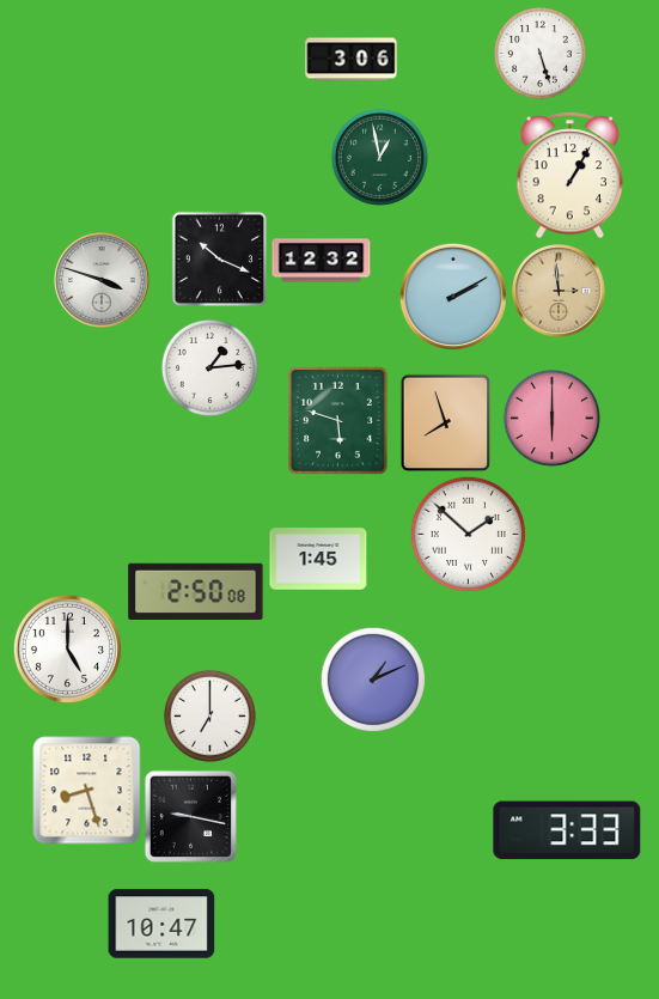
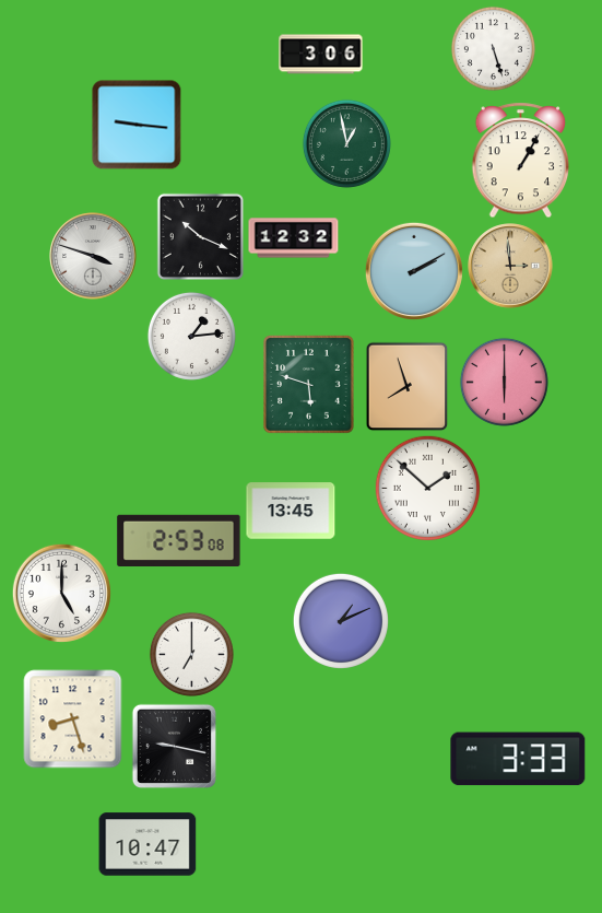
clock at (137, 125): none -> 9:16
clock at (318, 559): 1:45 -> 13:45
clock at (196, 591): 2:50 -> 2:53
clock at (87, 791) position: (87, 791) -> (73, 719)
